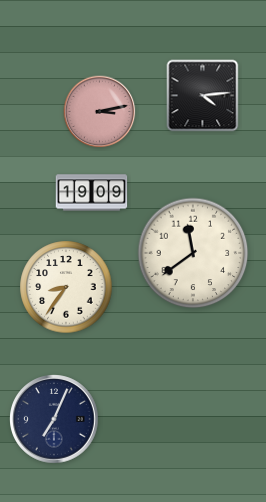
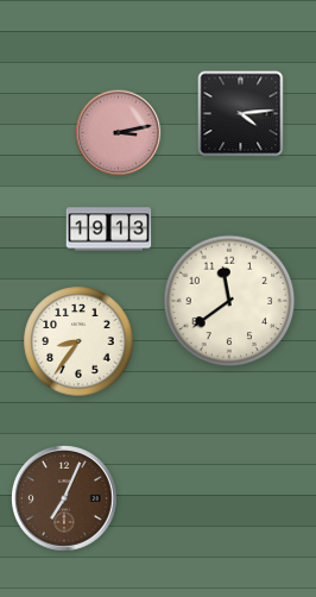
clock at (92, 193): 19:09 -> 19:13
clock at (54, 419) dial: navy -> brown
